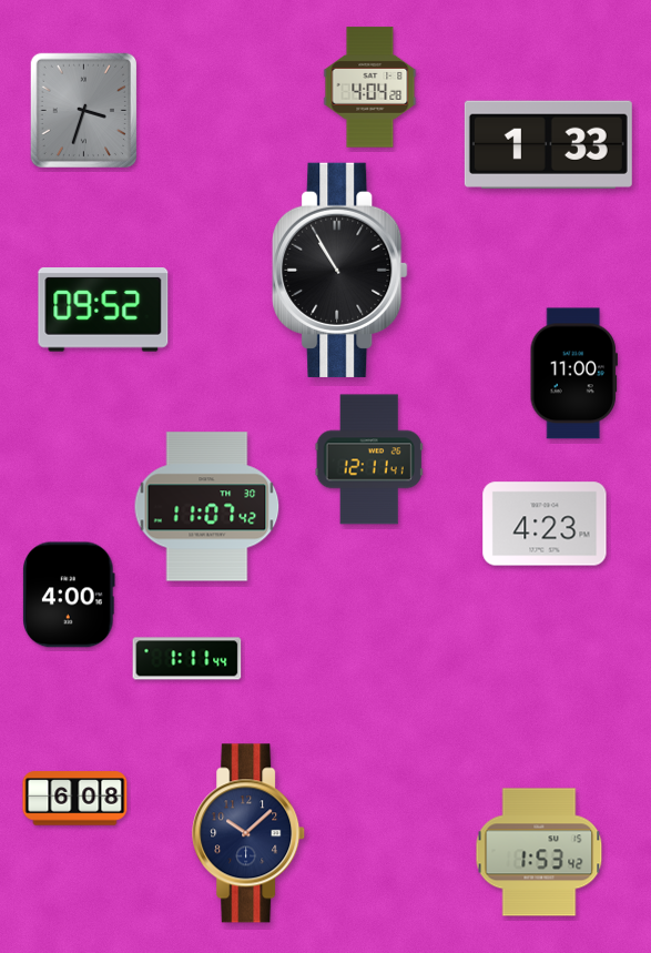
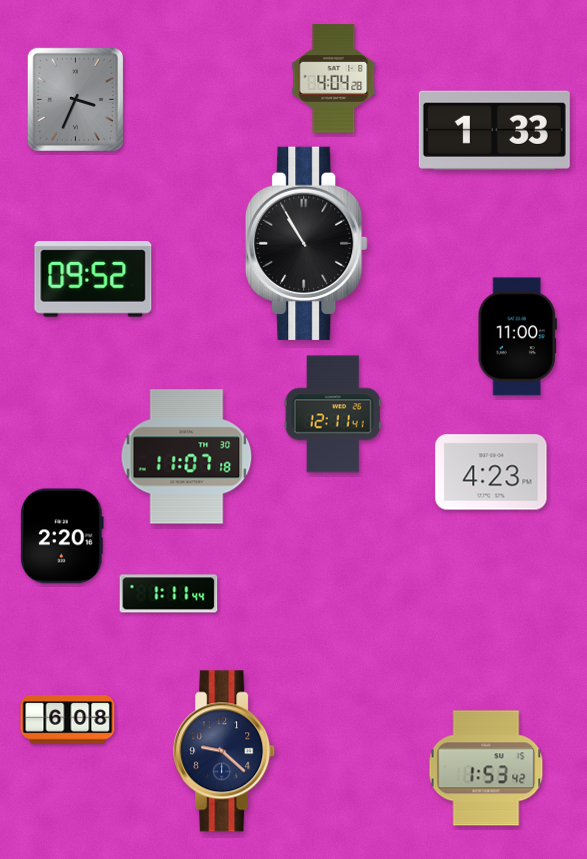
clock at (83, 110): 3:33 -> 3:34
clock at (207, 507): 11:07:42 -> 11:07:18
clock at (69, 595): 4:00 -> 2:20
clock at (250, 833): 10:08 -> 9:22
